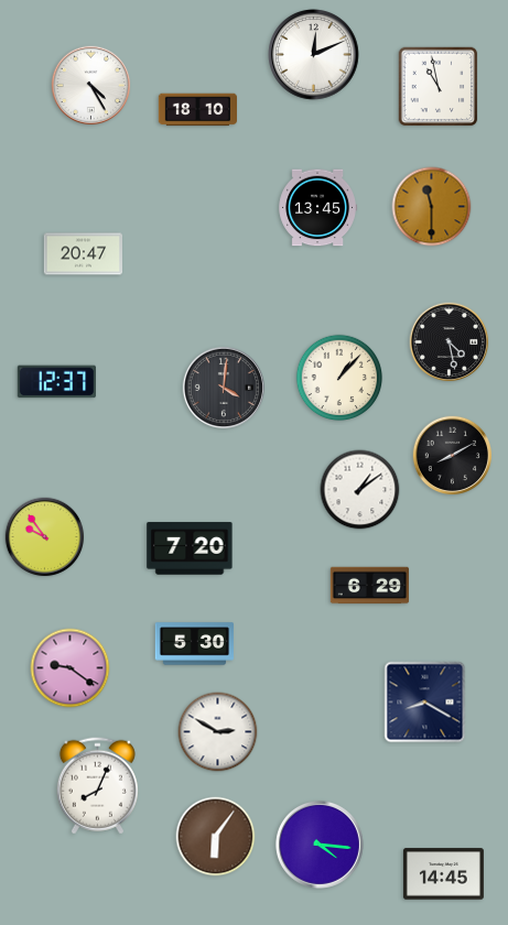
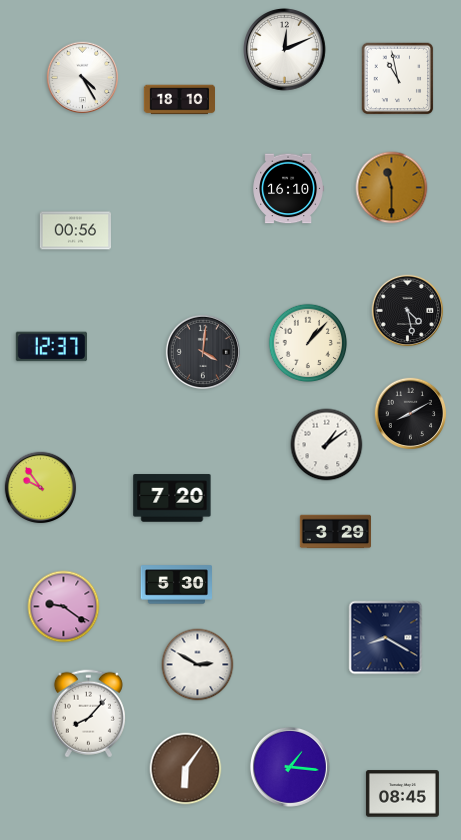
clock at (317, 208): 13:45 -> 16:10
clock at (83, 254): 20:47 -> 00:56
clock at (370, 586): 6:29 -> 3:29
clock at (97, 786): 8:04 -> 8:07
clock at (216, 837) position: (216, 837) -> (186, 769)
clock at (320, 845): 4:16 -> 1:16
clock at (443, 874): 14:45 -> 08:45
